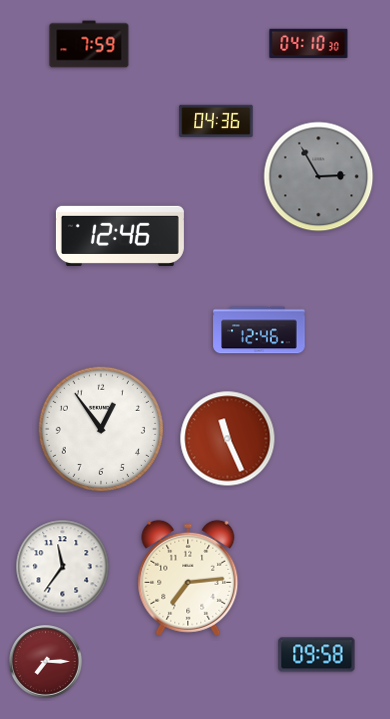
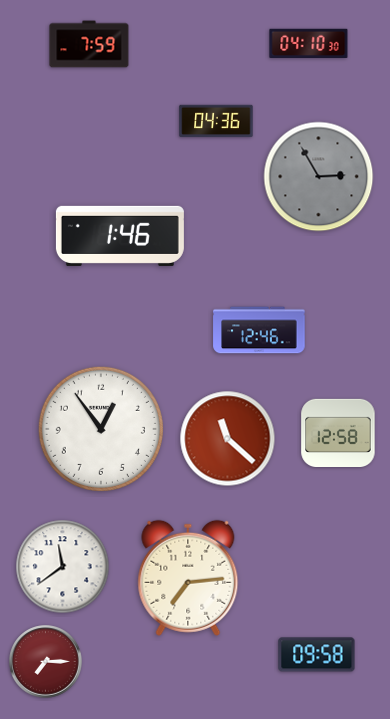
clock at (120, 236): 12:46 -> 1:46
clock at (338, 432): none -> 12:58
clock at (228, 439): 11:26 -> 11:22
clock at (63, 567): 11:36 -> 11:39
